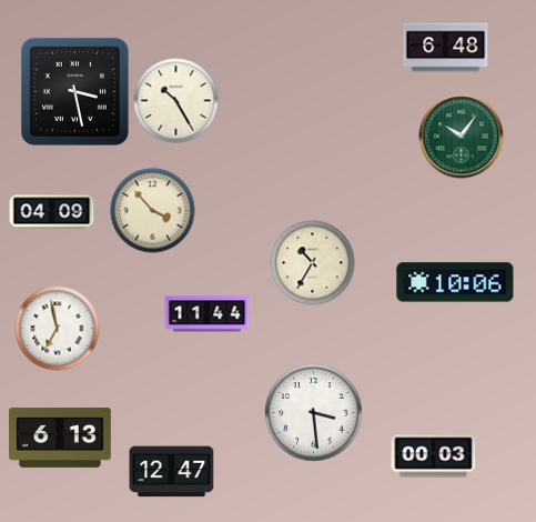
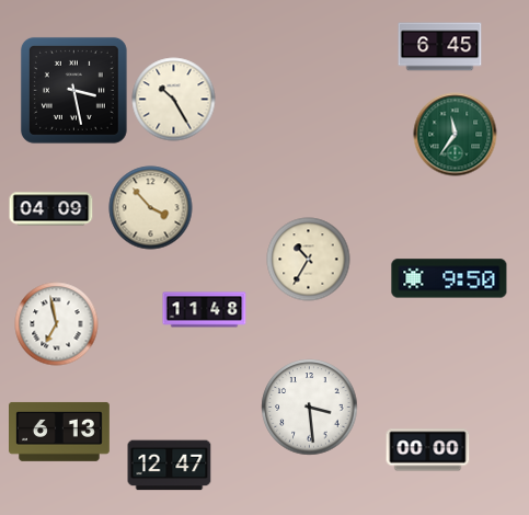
clock at (446, 48): 6:48 -> 6:45
clock at (462, 137): 10:06 -> 11:36
clock at (455, 282): 10:06 -> 9:50
clock at (208, 314): 11:44 -> 11:48
clock at (434, 456): 00:03 -> 00:00
